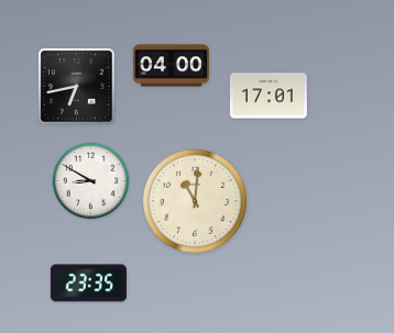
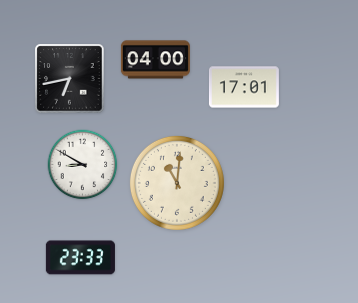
clock at (88, 284): 23:35 -> 23:33
